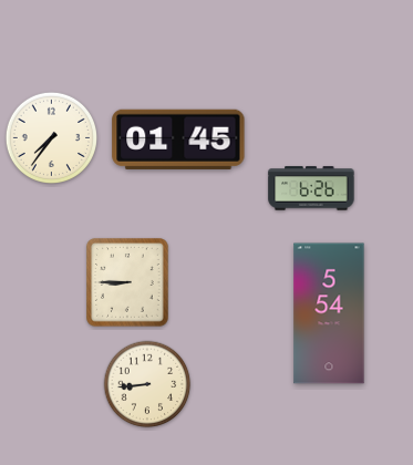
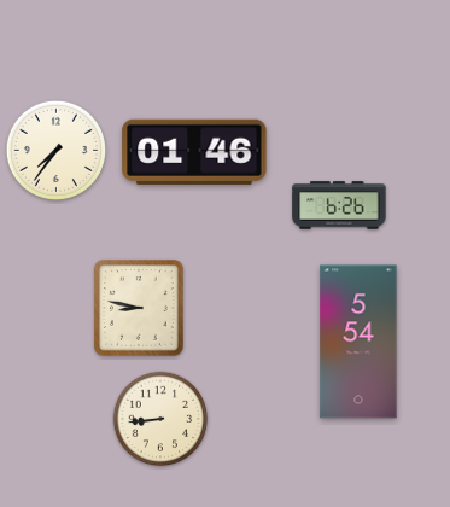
clock at (178, 139): 01:45 -> 01:46
clock at (127, 282): 8:45 -> 8:47
